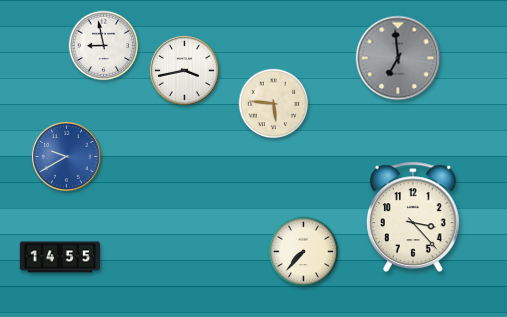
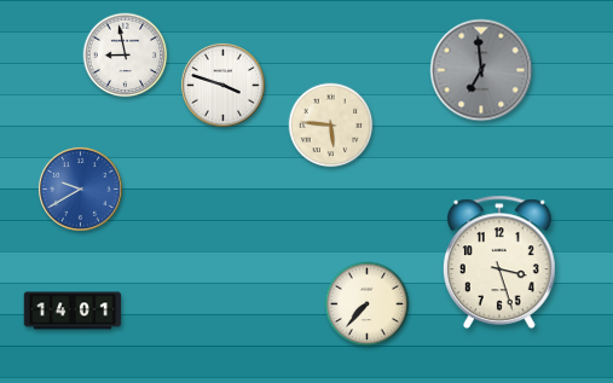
clock at (184, 70): 3:43 -> 3:48
clock at (414, 217): 3:23 -> 3:27
clock at (60, 257): 14:55 -> 14:01
